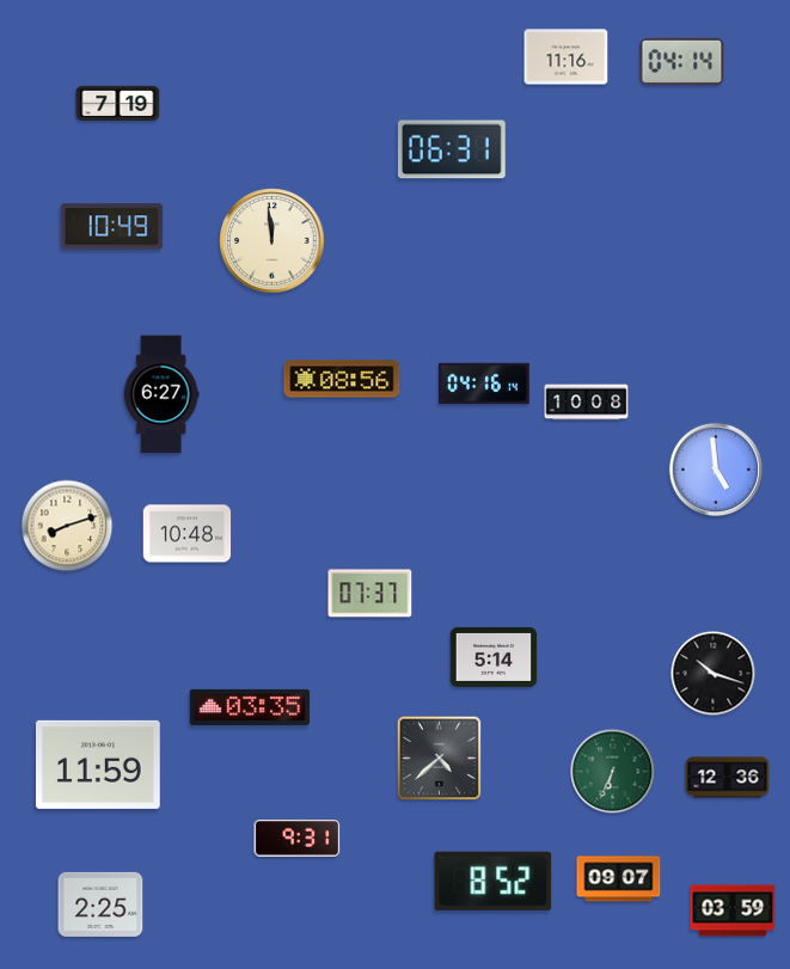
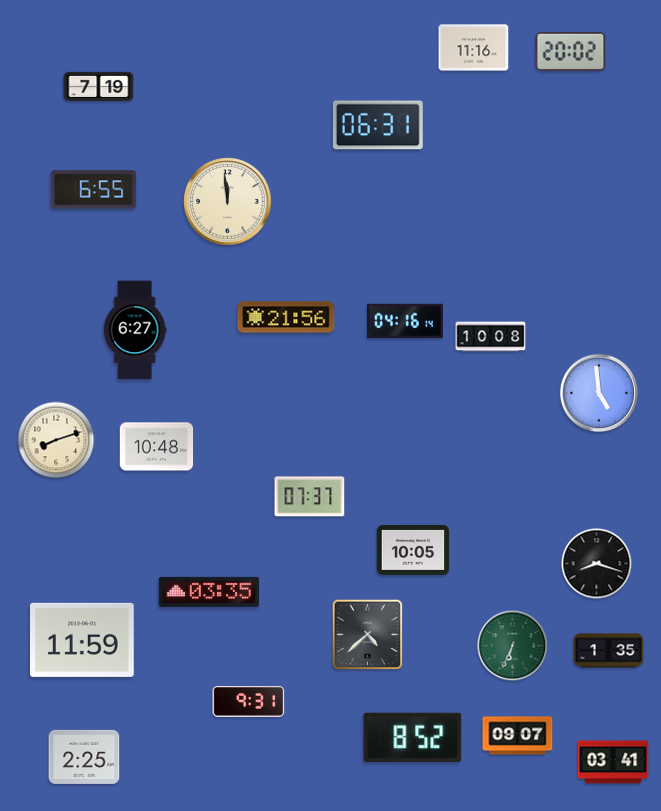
clock at (682, 61): 04:14 -> 20:02
clock at (112, 227): 10:49 -> 6:55
clock at (342, 379): 08:56 -> 21:56
clock at (494, 657): 5:14 -> 10:05
clock at (714, 674): 10:18 -> 8:18
clock at (728, 778): 12:36 -> 1:35
clock at (733, 910): 03:59 -> 03:41
